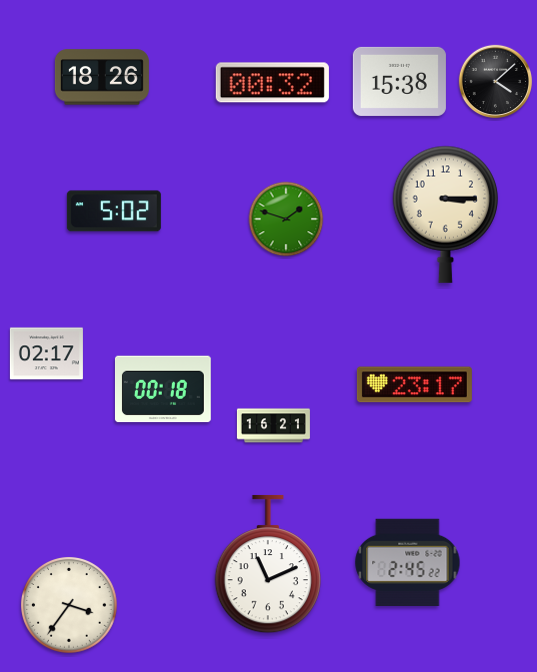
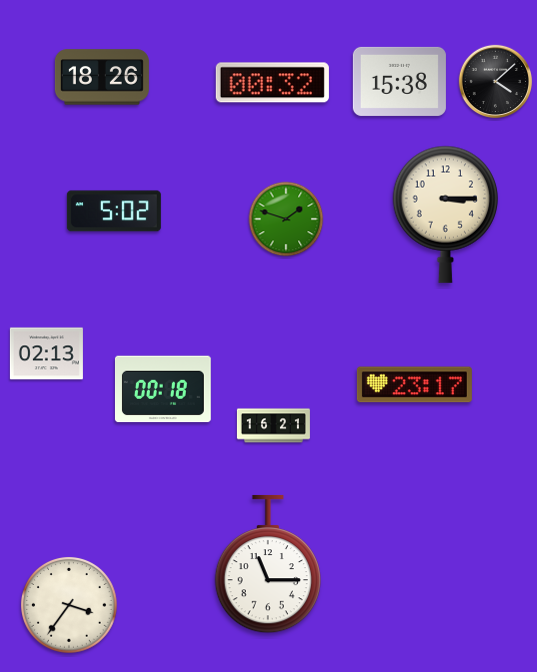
clock at (46, 354): 02:17 -> 02:13
clock at (408, 562): 2:45 -> none
clock at (268, 564): 11:11 -> 11:15
